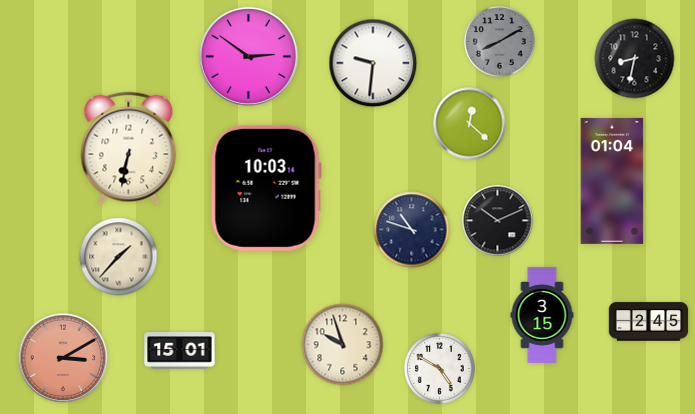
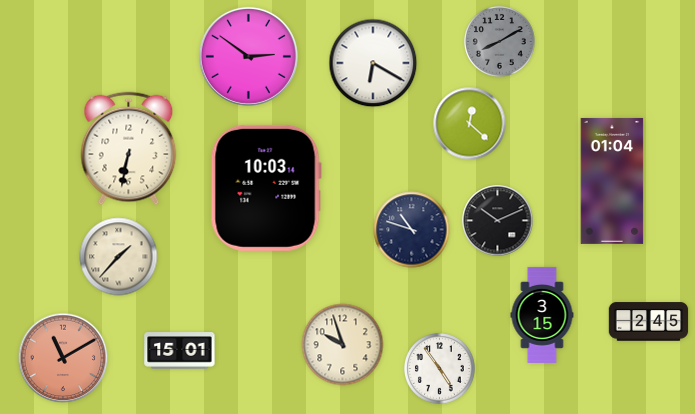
clock at (635, 59): 8:32 -> none
clock at (373, 63): 9:31 -> 6:20
clock at (63, 358): 3:10 -> 11:10
clock at (440, 369): 4:50 -> 4:54
